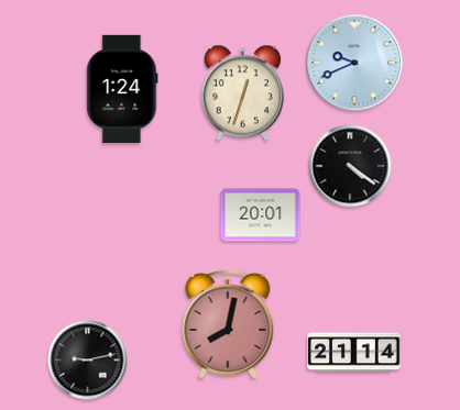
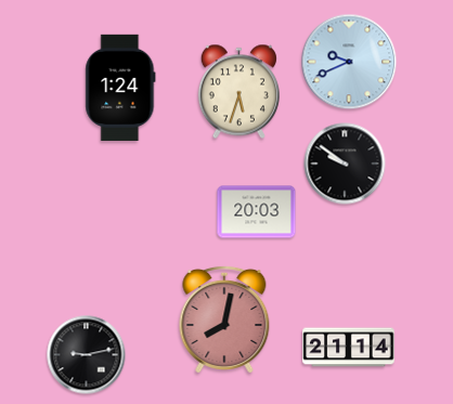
clock at (242, 93): 12:33 -> 5:33
clock at (350, 166): 4:21 -> 9:51
clock at (261, 215): 20:01 -> 20:03
